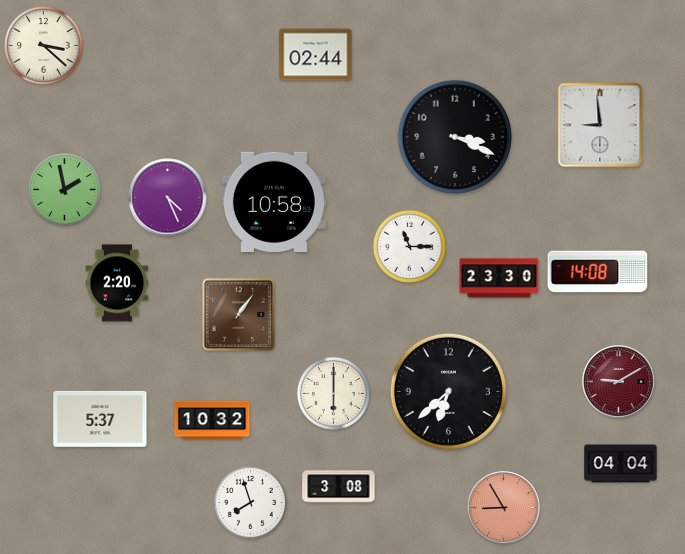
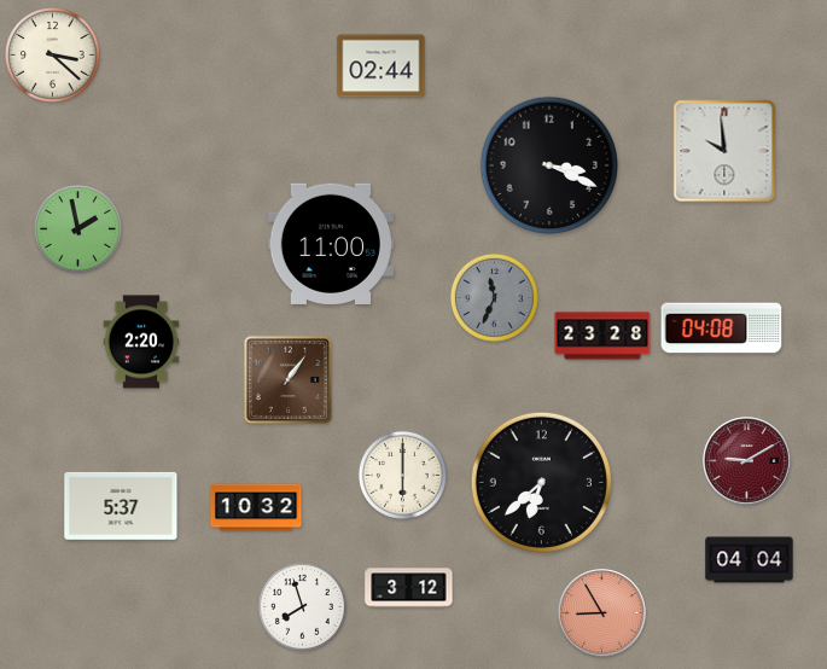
clock at (600, 125): 8:59 -> 9:59
clock at (168, 198): 4:26 -> none
clock at (274, 202): 10:58 -> 11:00
clock at (409, 246): 11:15 -> 11:34
clock at (409, 246) dial: white -> grey
clock at (598, 272): 14:08 -> 04:08
clock at (499, 278): 23:30 -> 23:28
clock at (448, 391) position: (448, 391) -> (541, 482)
clock at (339, 487): 3:08 -> 3:12
clock at (504, 508) position: (504, 508) -> (602, 613)
